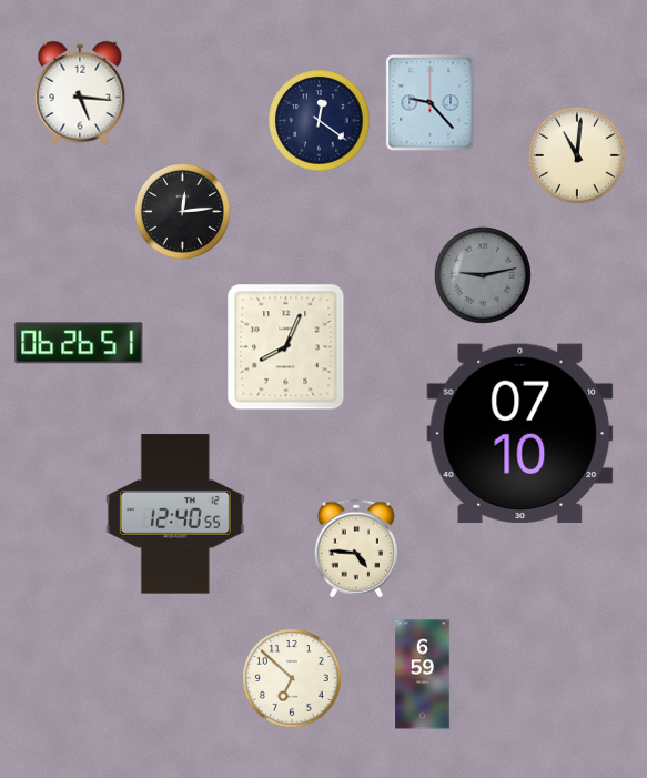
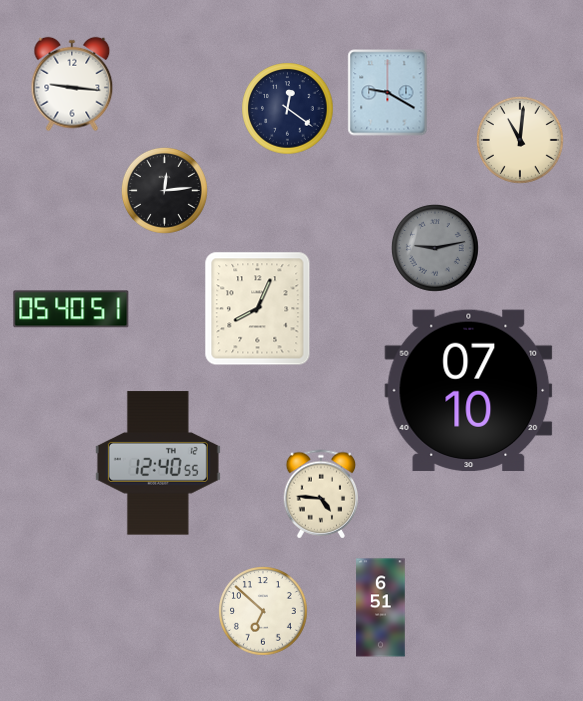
clock at (80, 93): 5:16 -> 9:16
clock at (431, 103): 9:23 -> 9:20
clock at (79, 343): 06:26 -> 05:40
clock at (286, 347) position: (286, 347) -> (258, 309)
clock at (423, 675): 6:59 -> 6:51
